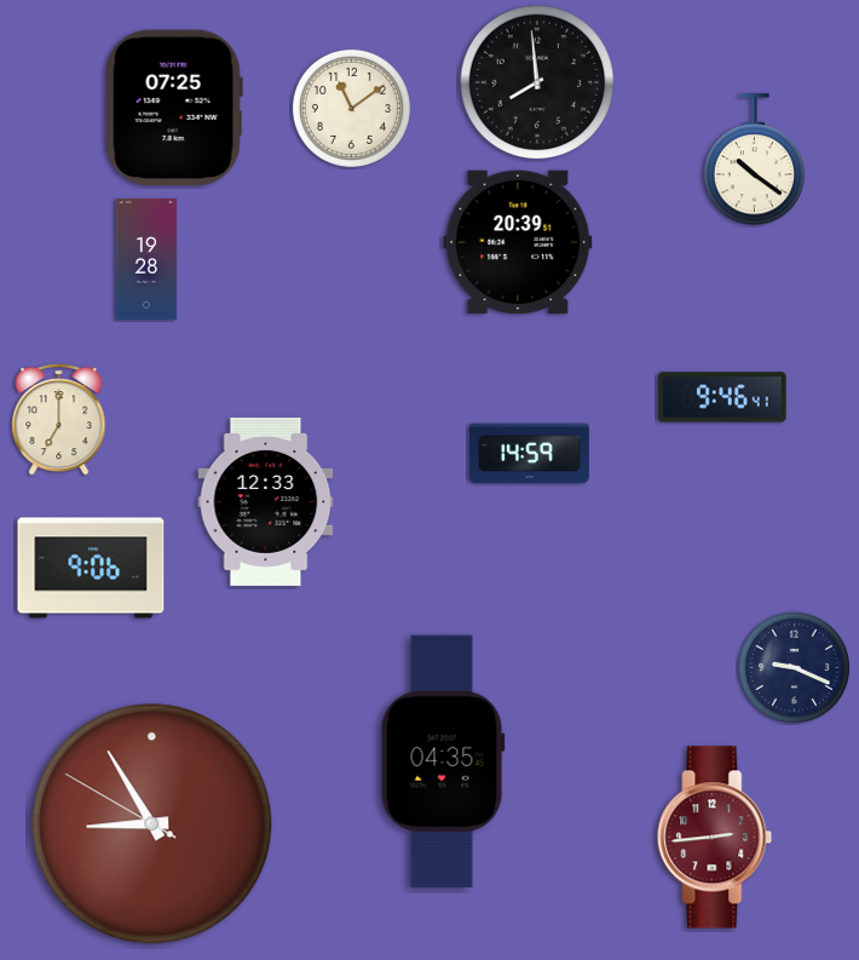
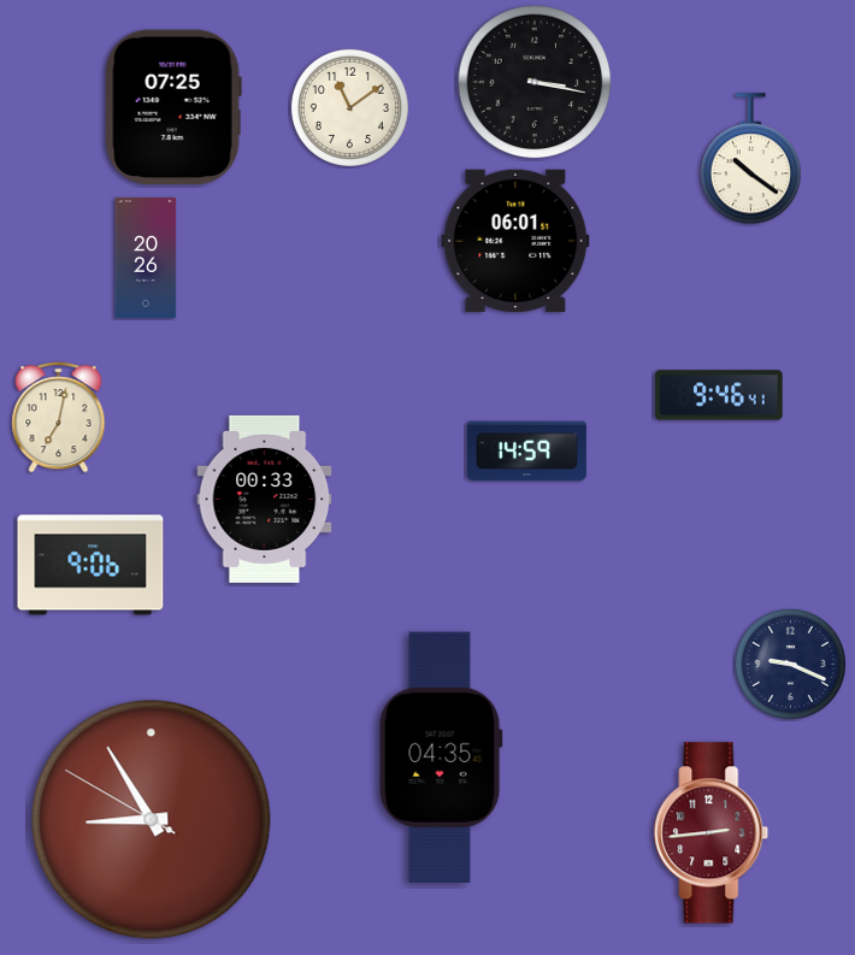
clock at (537, 82): 7:59 -> 3:17
clock at (518, 241): 20:39 -> 06:01
clock at (146, 259): 19:28 -> 20:26
clock at (59, 420): 7:00 -> 7:02
clock at (266, 501): 12:33 -> 00:33
